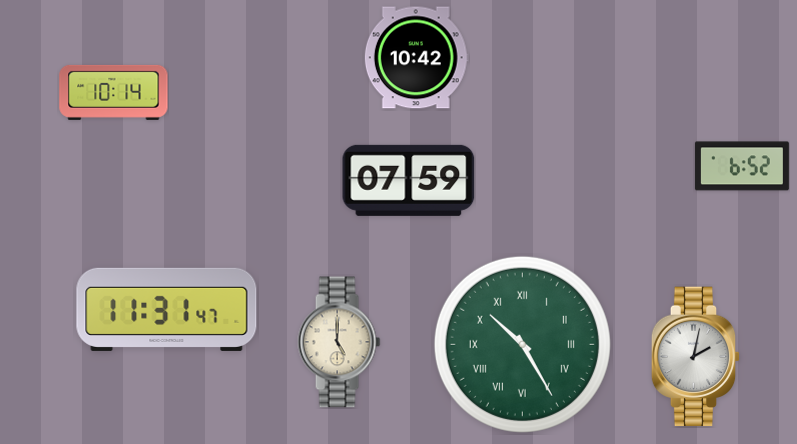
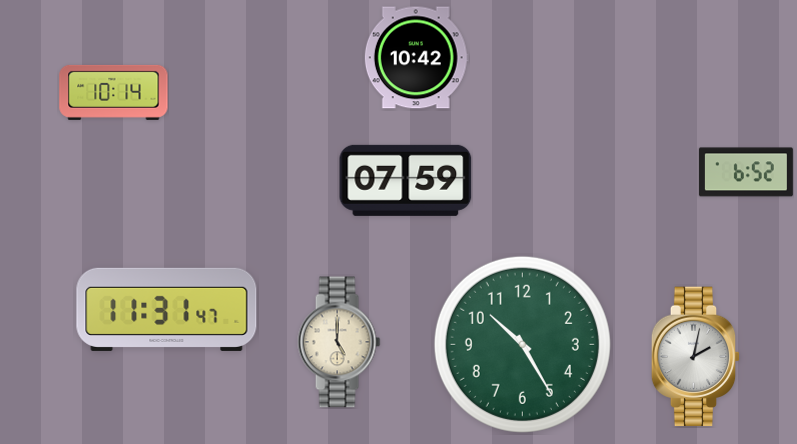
clock at (742, 166) position: (742, 166) -> (746, 172)
clock at (409, 180) position: (409, 180) -> (406, 180)
clock at (522, 344) numerals: Roman -> Arabic
